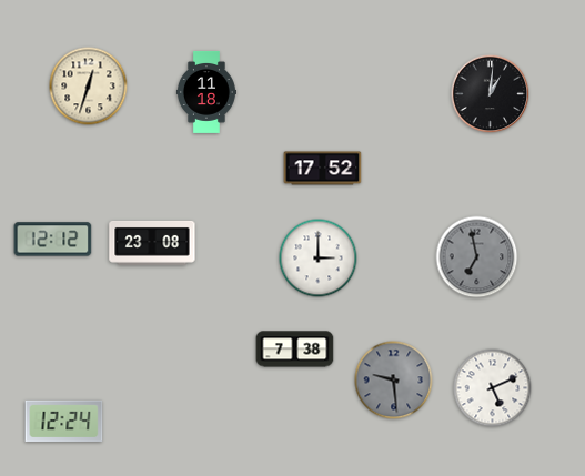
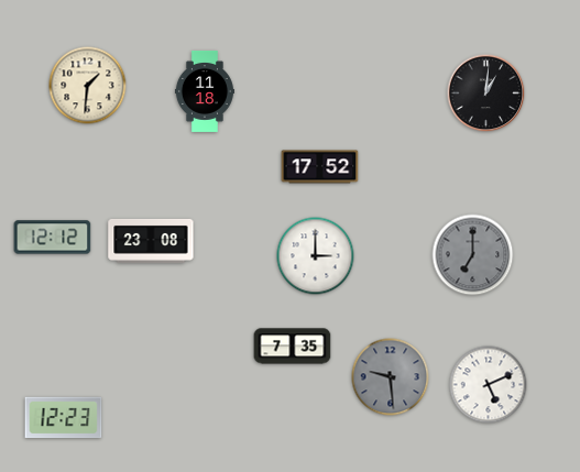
clock at (89, 87): 12:33 -> 1:31
clock at (477, 257): 6:58 -> 7:00
clock at (295, 350): 7:38 -> 7:35
clock at (64, 422): 12:24 -> 12:23
